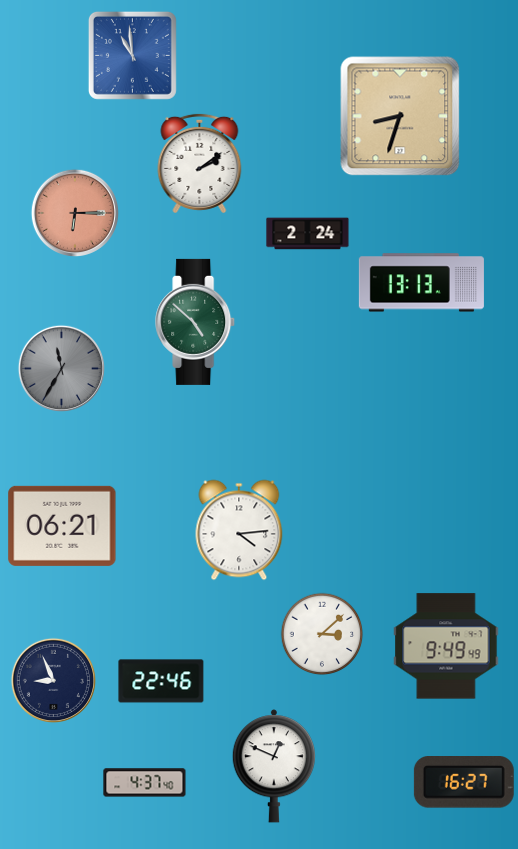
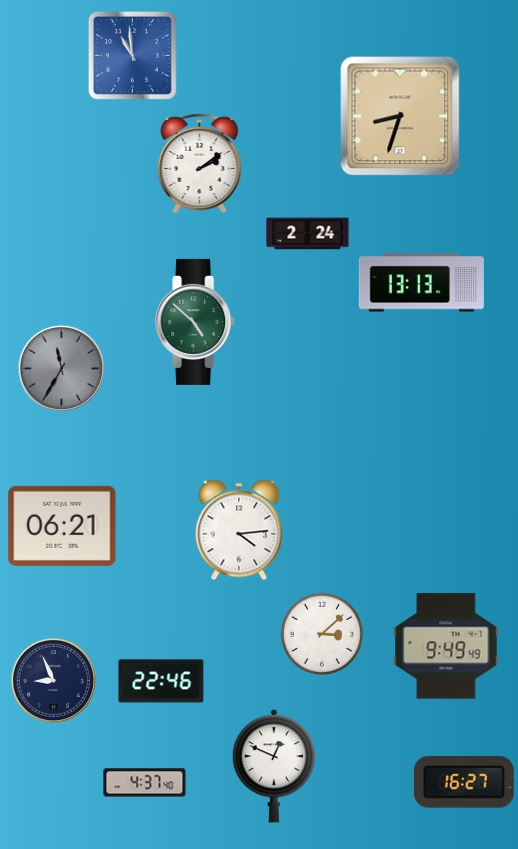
clock at (74, 212): 6:15 -> none
